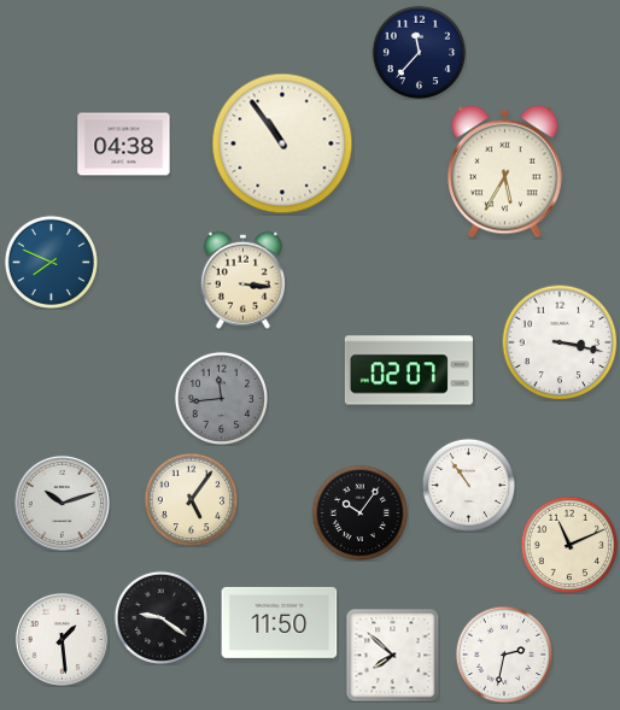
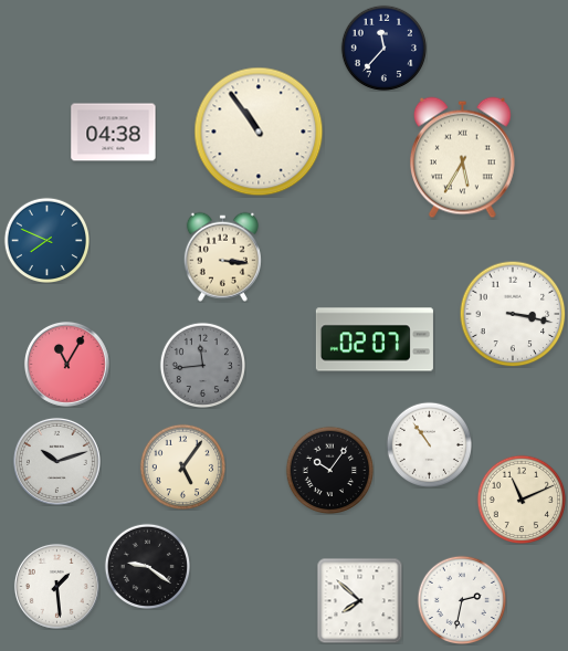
clock at (66, 364): none -> 11:05
clock at (191, 499) position: (191, 499) -> (182, 466)
clock at (280, 622): 11:50 -> none
